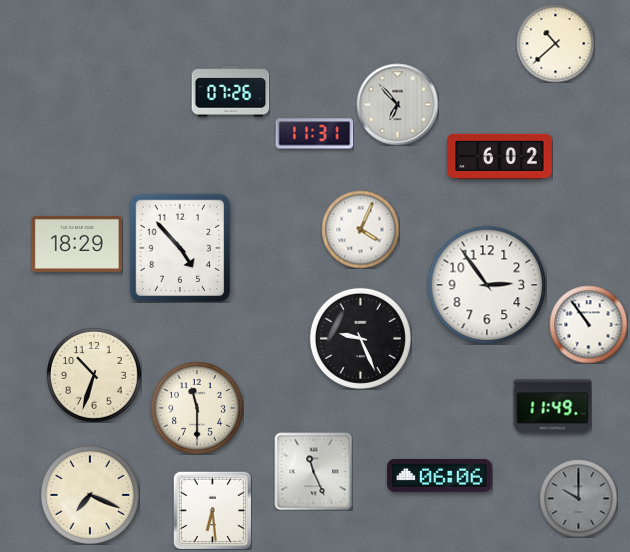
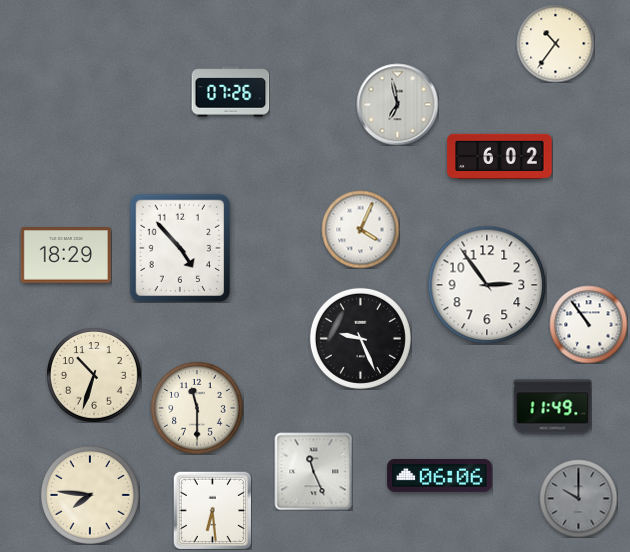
clock at (555, 43): 10:38 -> 10:36
clock at (397, 104): 6:53 -> 6:58
clock at (314, 134): 11:31 -> none
clock at (77, 244) position: (77, 244) -> (66, 255)
clock at (90, 495): 7:19 -> 7:46
